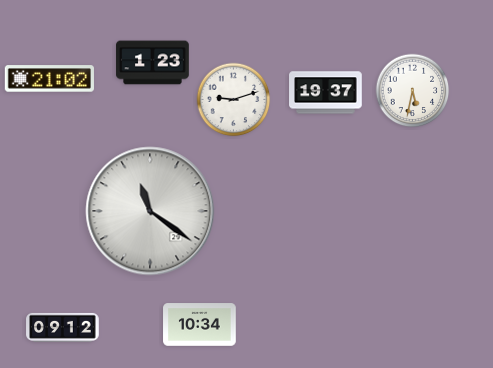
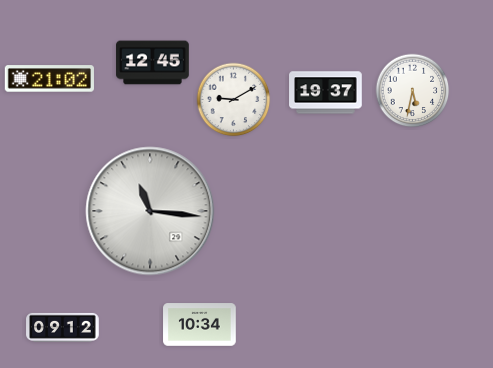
clock at (153, 63): 1:23 -> 12:45
clock at (234, 100): 9:12 -> 9:10
clock at (150, 211): 11:21 -> 11:16
